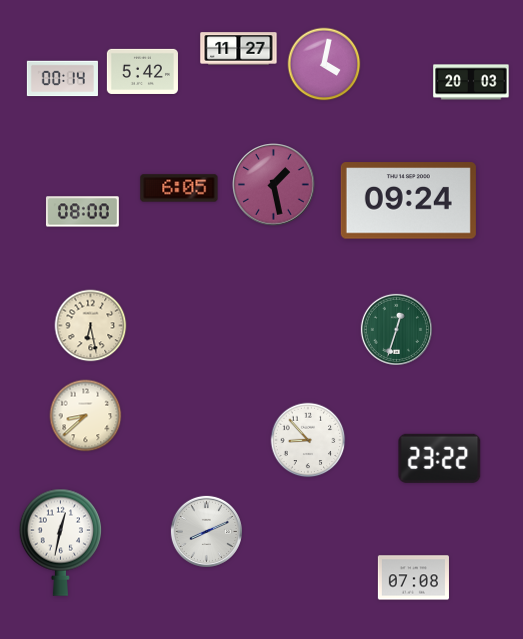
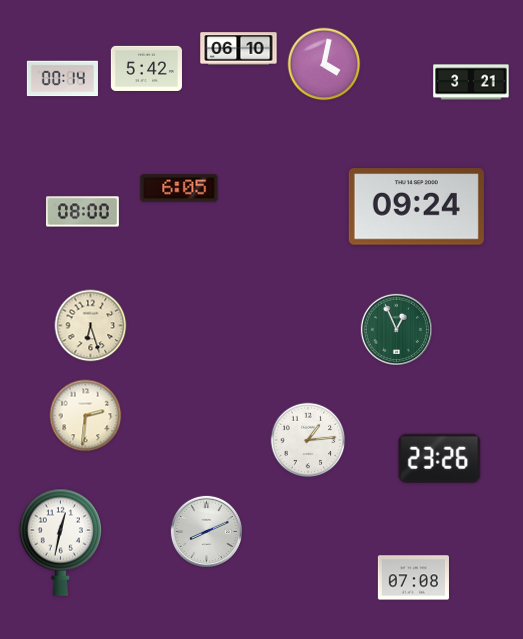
clock at (239, 49): 11:27 -> 06:10
clock at (142, 71) position: (142, 71) -> (146, 68)
clock at (471, 82): 20:03 -> 3:21
clock at (274, 185): 1:28 -> none
clock at (408, 201) position: (408, 201) -> (416, 207)
clock at (91, 326): 6:28 -> 6:27
clock at (396, 329): 12:33 -> 12:56
clock at (86, 416): 8:38 -> 2:31
clock at (308, 440): 8:53 -> 1:14
clock at (440, 458): 23:22 -> 23:26
